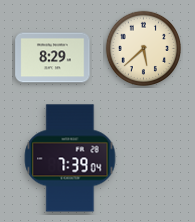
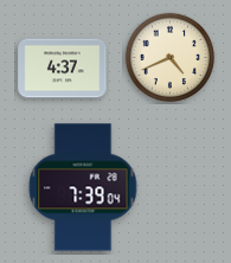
clock at (144, 49): 5:38 -> 4:41
clock at (53, 58): 8:29 -> 4:37
